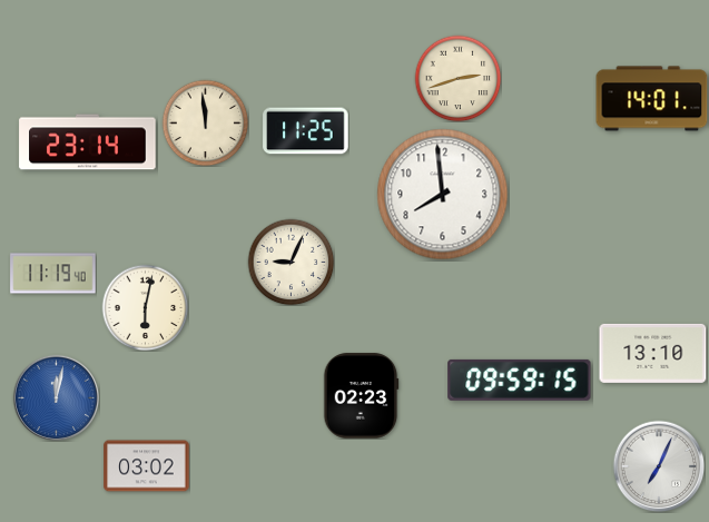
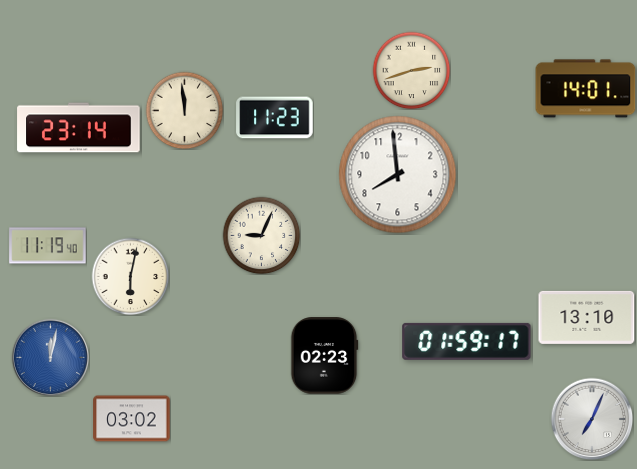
clock at (306, 131): 11:25 -> 11:23
clock at (520, 380): 09:59 -> 01:59
